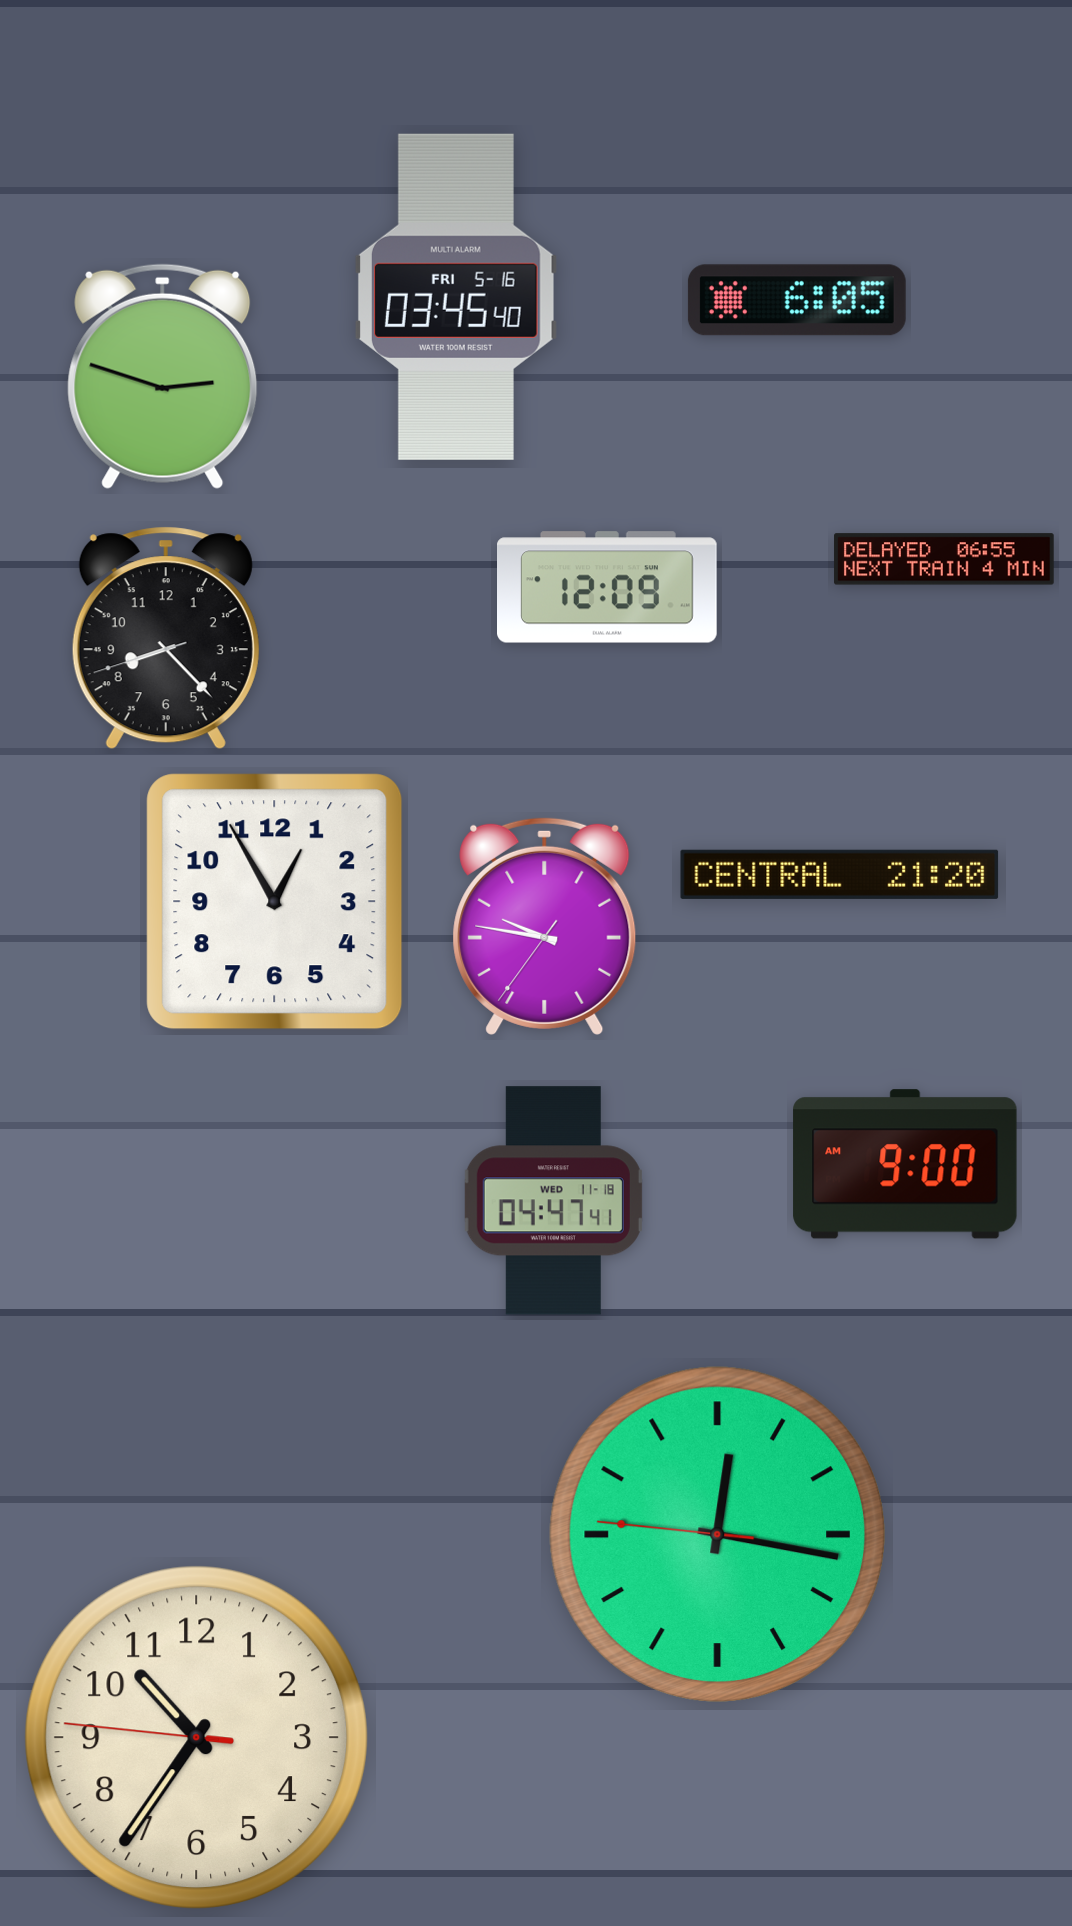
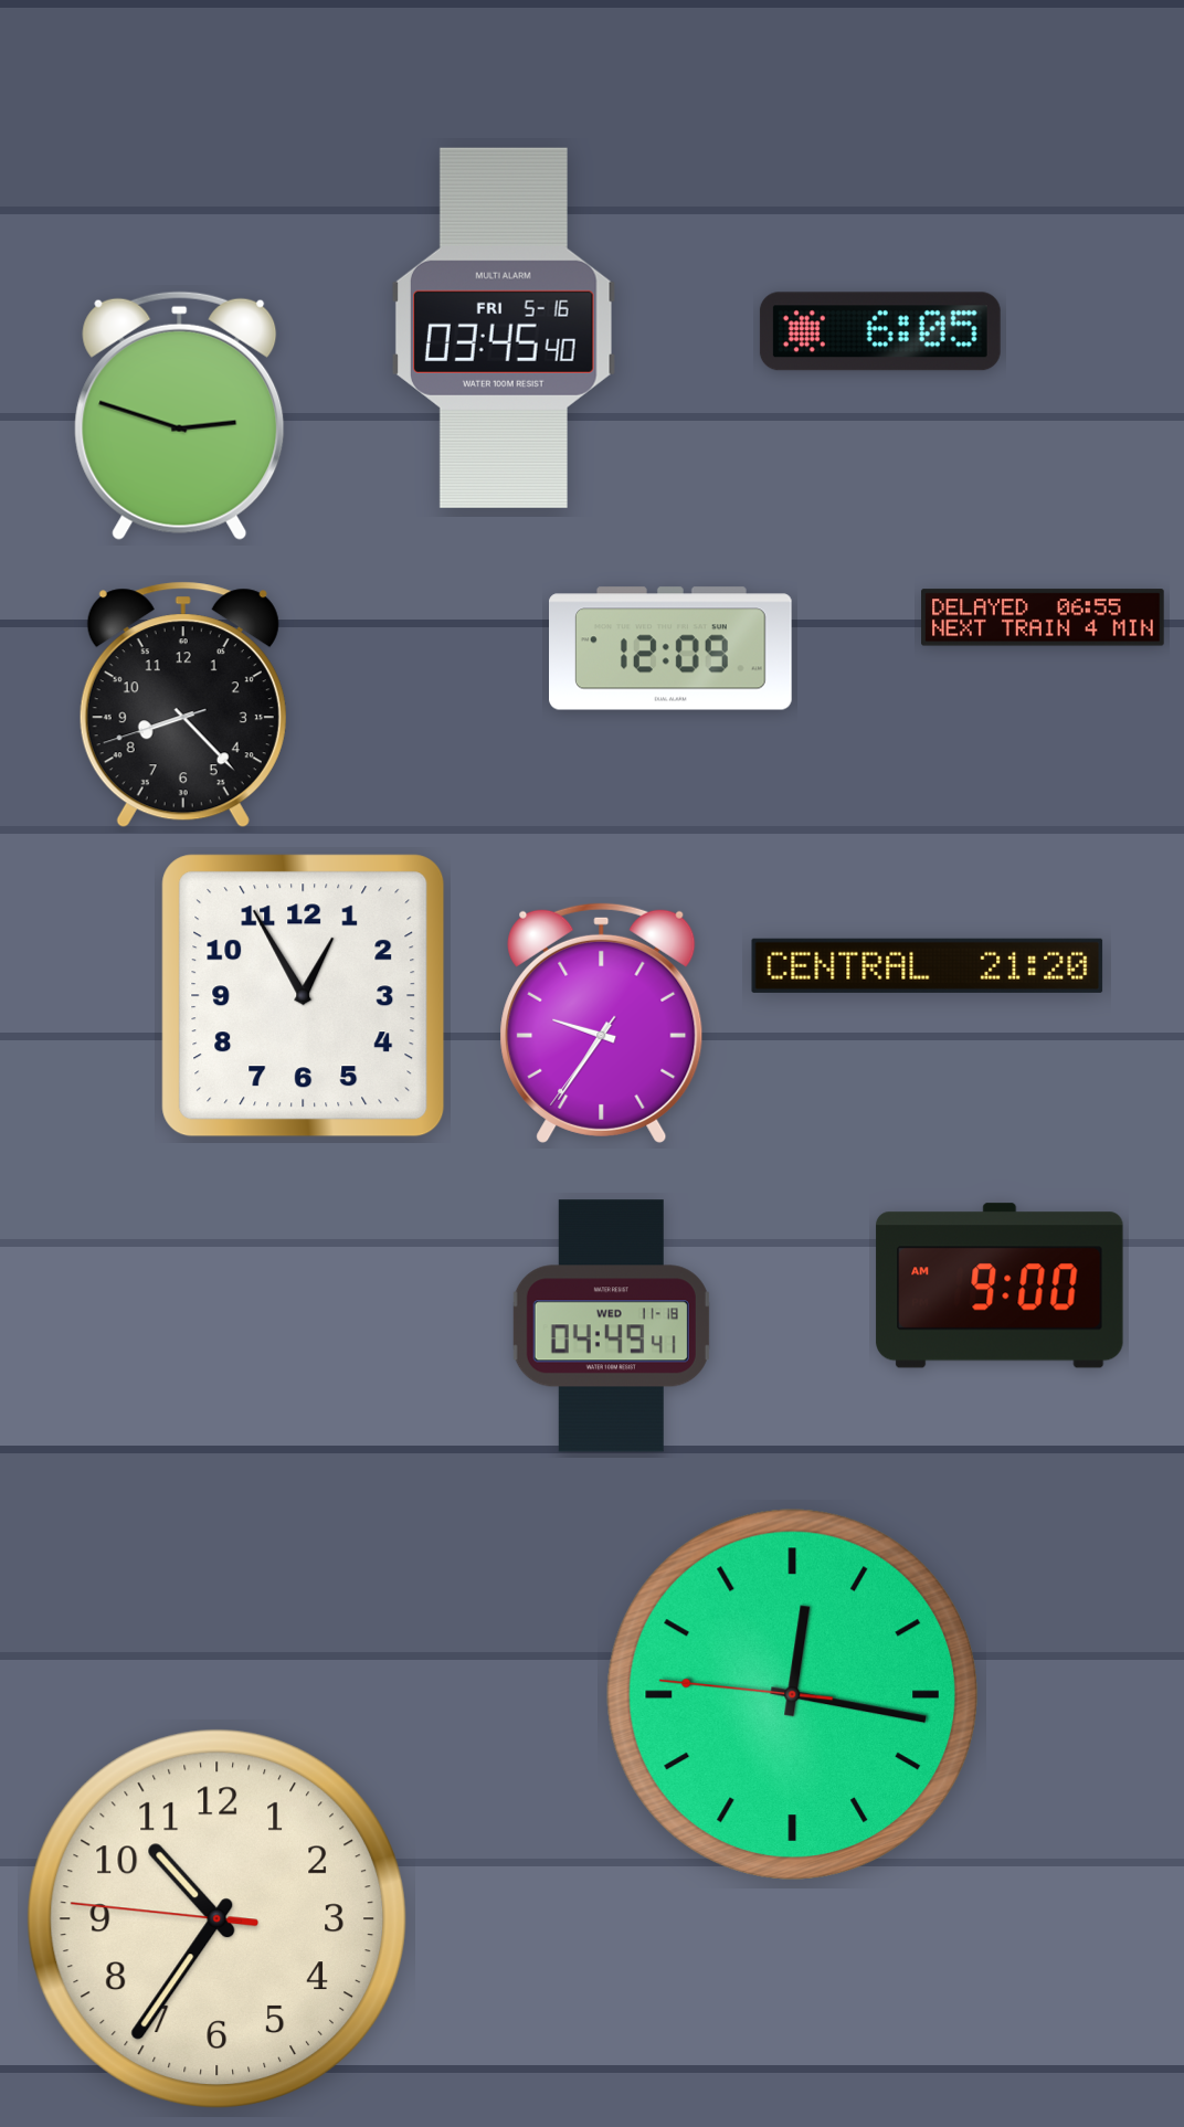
clock at (545, 926): 9:46 -> 9:35
clock at (553, 1201): 04:47 -> 04:49
